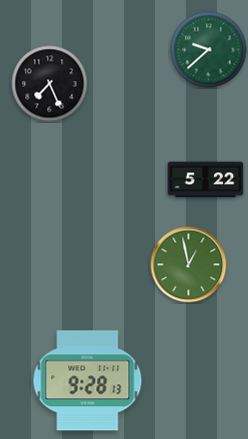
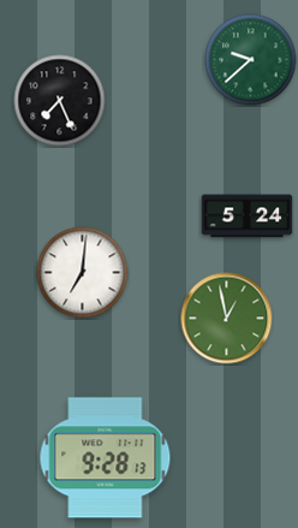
clock at (206, 180): 5:22 -> 5:24
clock at (83, 273): none -> 7:01
